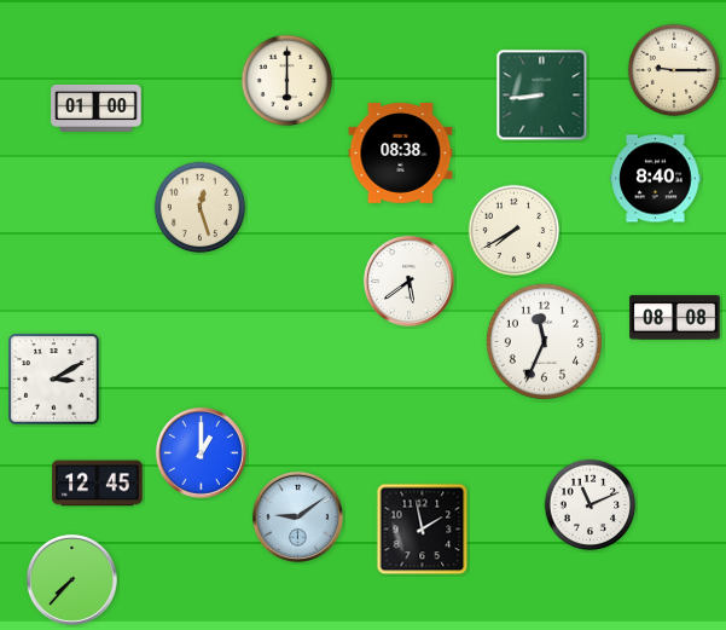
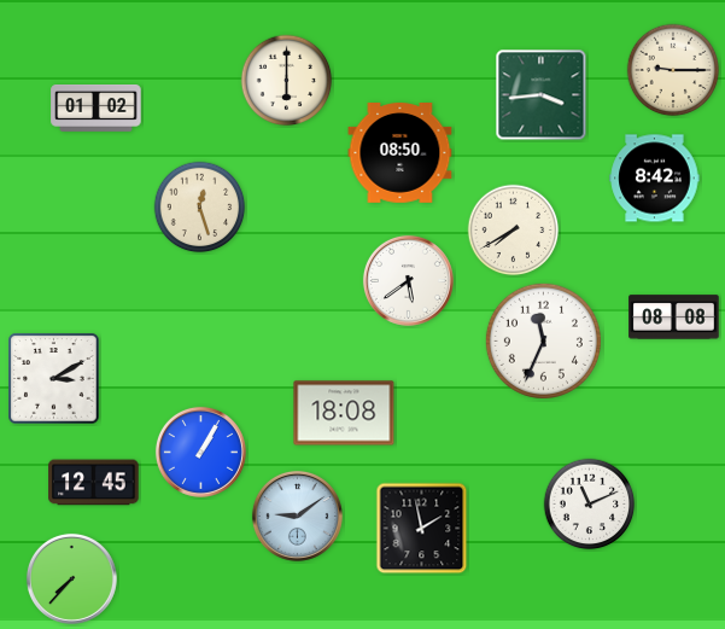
clock at (542, 96): 8:44 -> 3:44
clock at (97, 109): 01:00 -> 01:02
clock at (401, 154): 08:38 -> 08:50
clock at (656, 179): 8:40 -> 8:42
clock at (344, 413): none -> 18:08
clock at (201, 452): 1:00 -> 1:05
clock at (98, 484) position: (98, 484) -> (94, 483)
